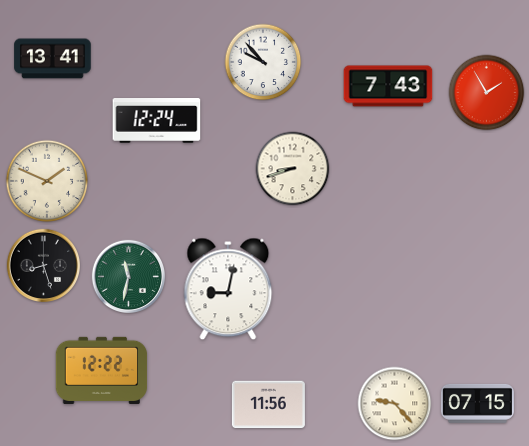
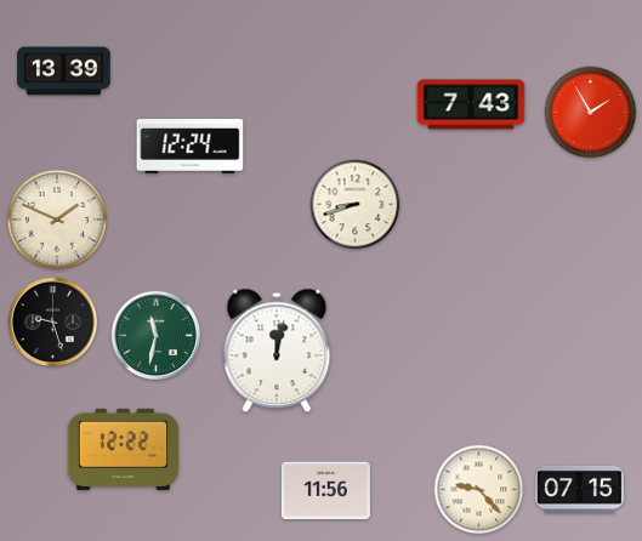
clock at (53, 59): 13:41 -> 13:39
clock at (263, 62): 9:53 -> none
clock at (43, 265): 8:27 -> 9:27
clock at (228, 289): 9:02 -> 12:02
